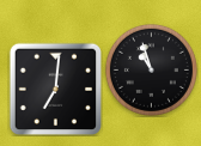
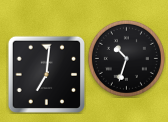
clock at (151, 69): 10:57 -> 10:33
